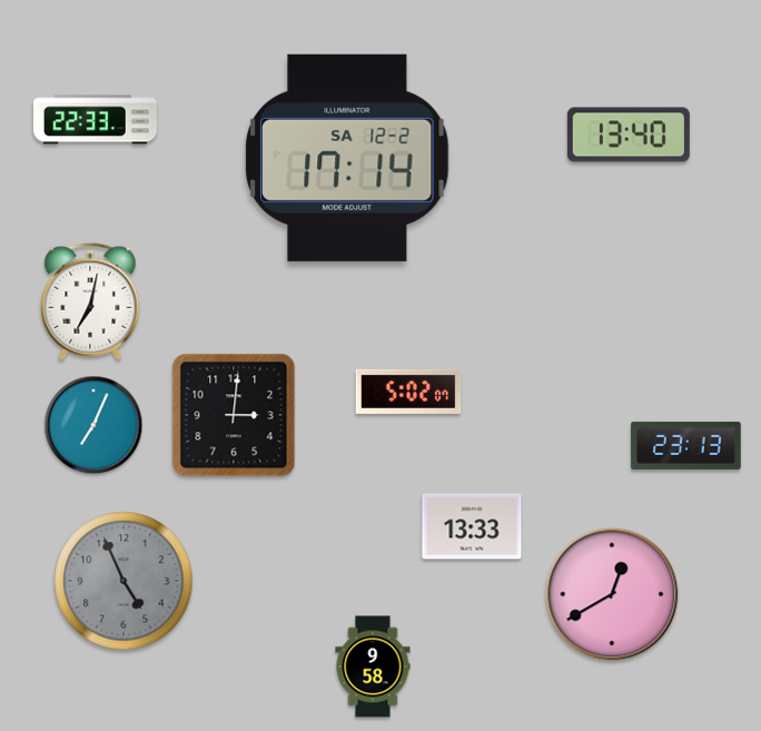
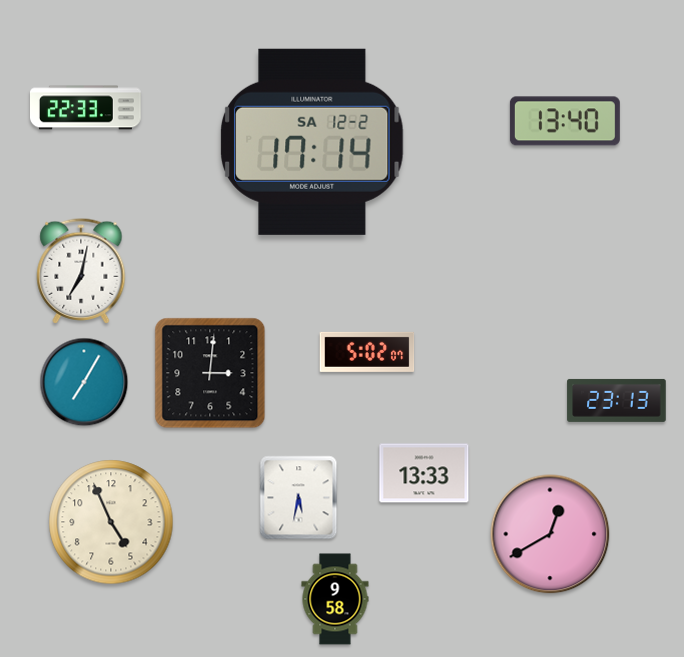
clock at (93, 425): 7:04 -> 7:05
clock at (299, 498): none -> 5:32
clock at (123, 581) dial: grey -> cream
